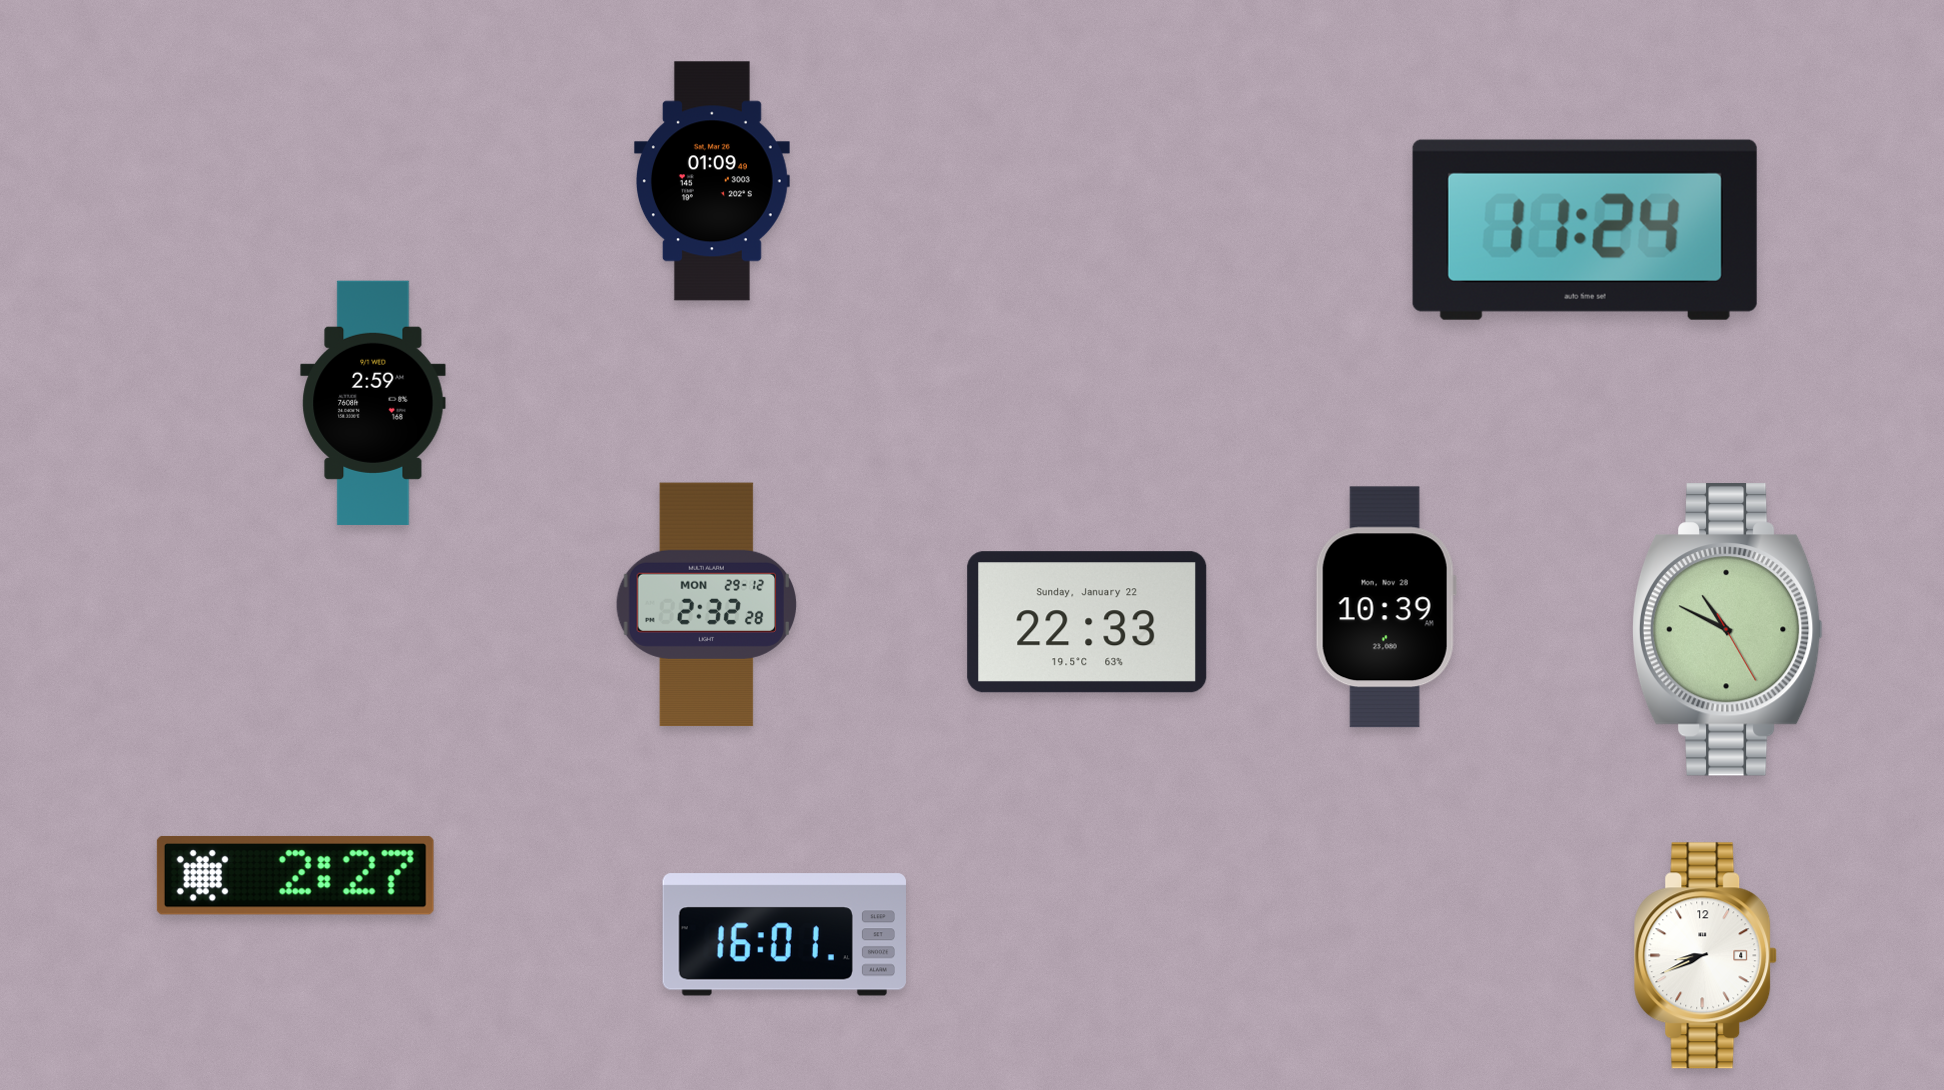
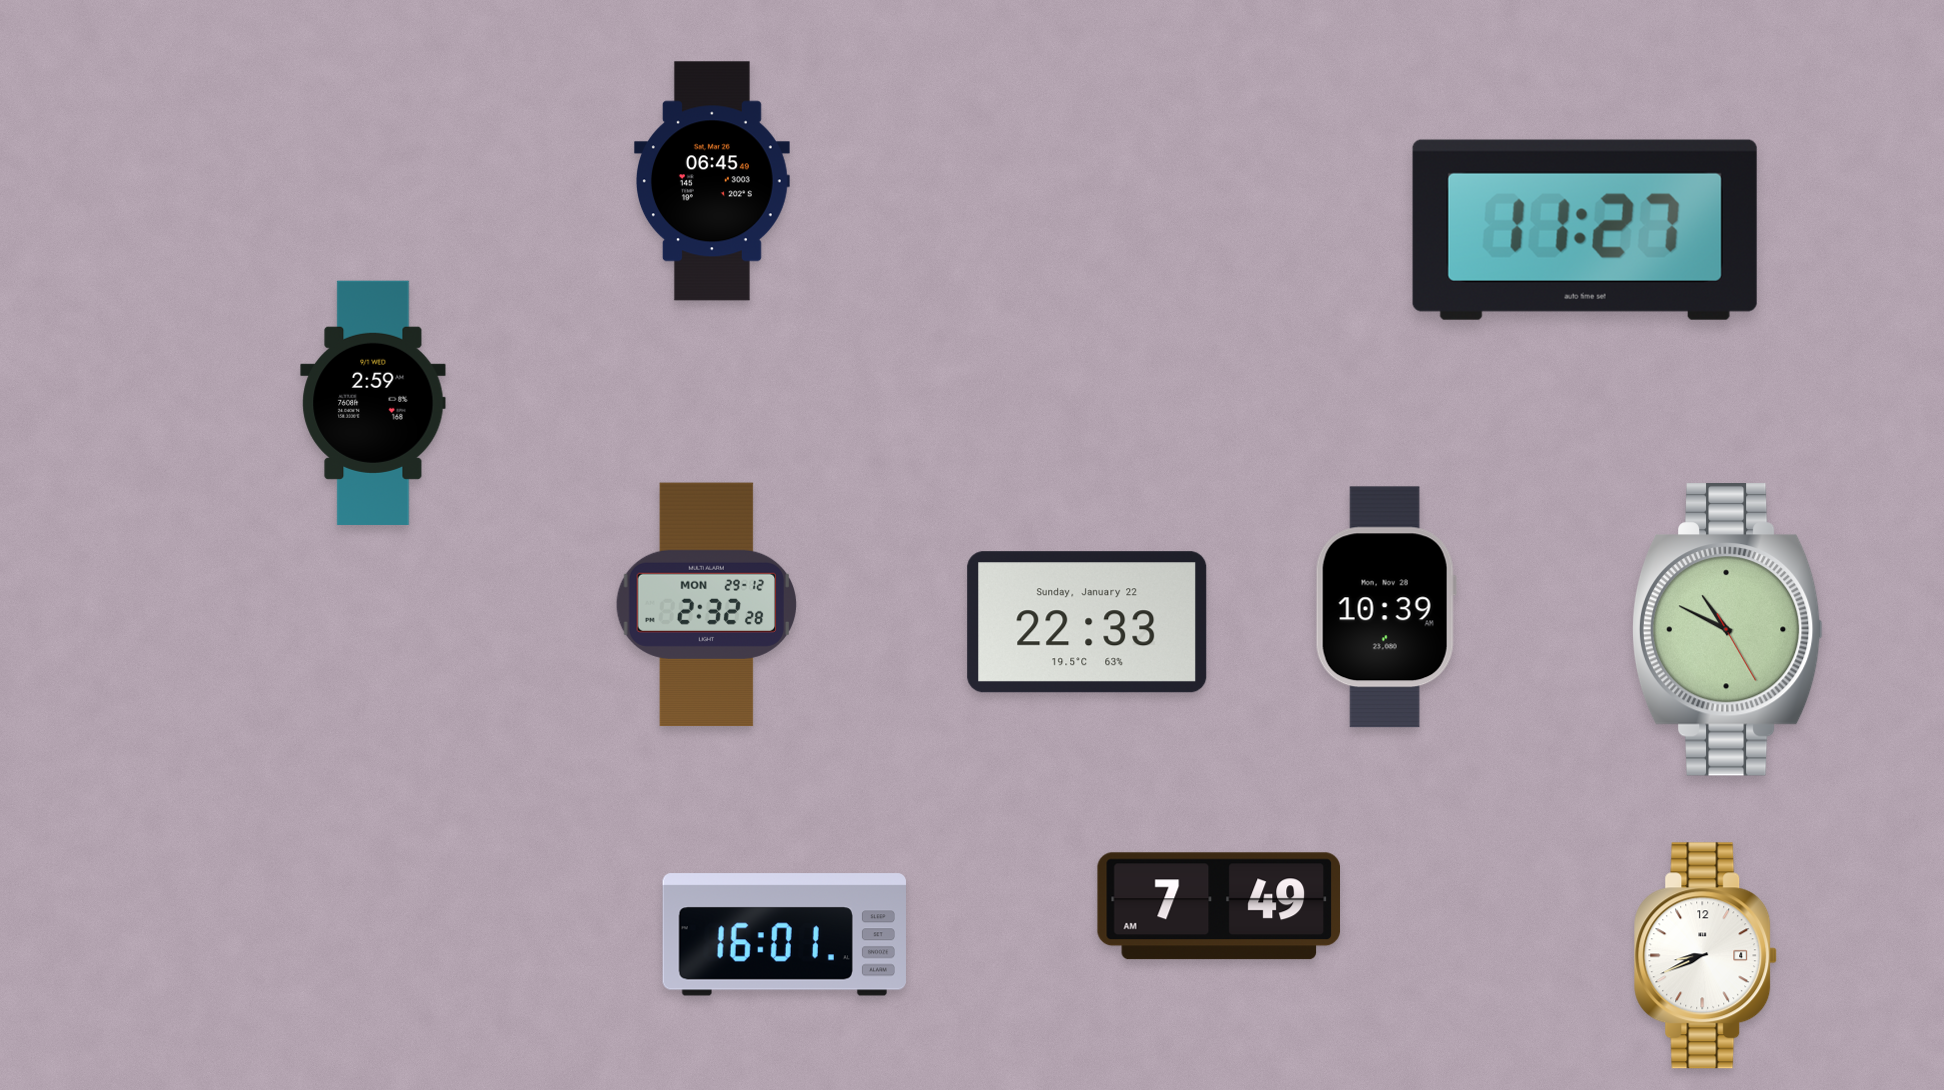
clock at (712, 181): 01:09 -> 06:45
clock at (1585, 230): 11:24 -> 11:27
clock at (295, 875): 2:27 -> none
clock at (1218, 906): none -> 7:49
